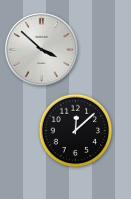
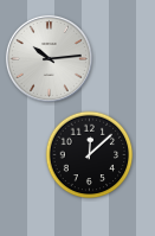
clock at (41, 49): 3:52 -> 10:14
